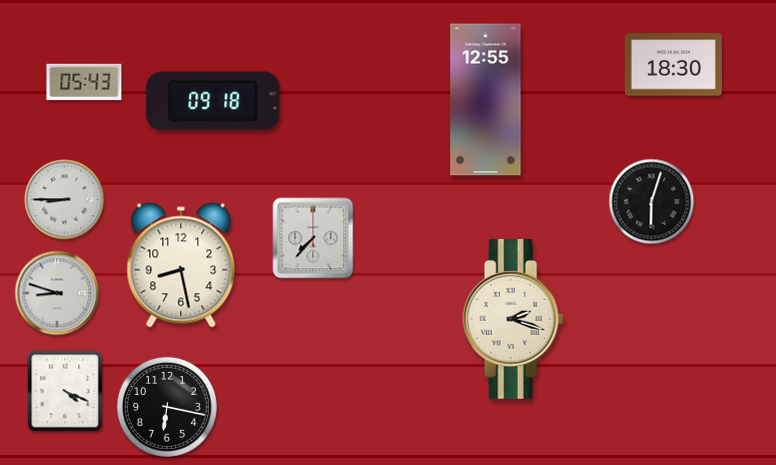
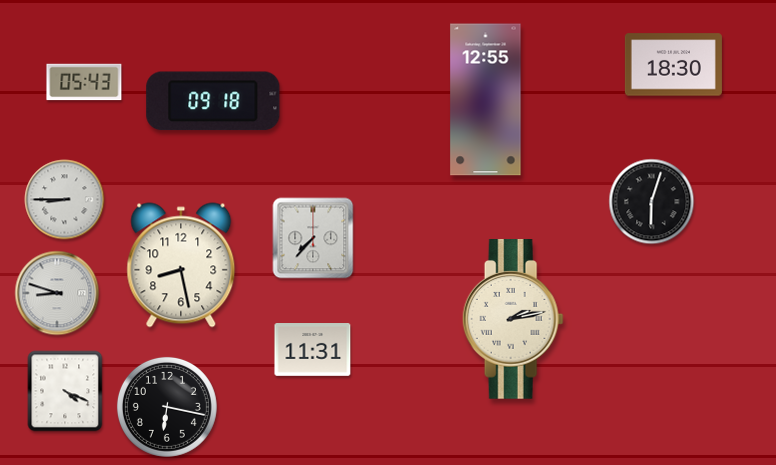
clock at (513, 320): 2:18 -> 2:13
clock at (313, 350): none -> 11:31
